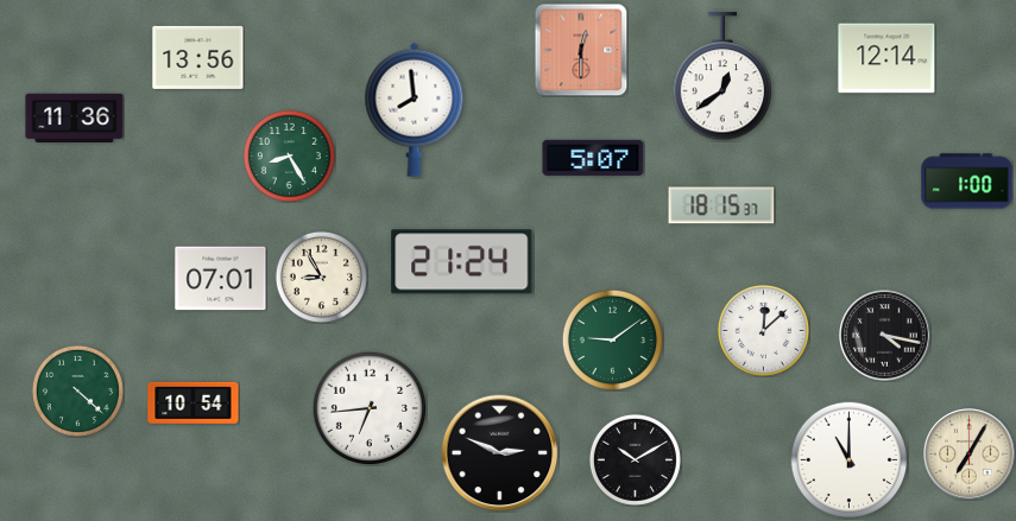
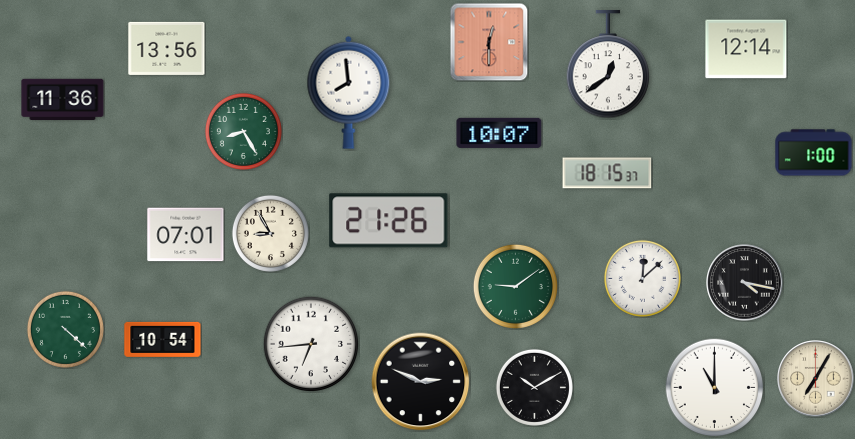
clock at (593, 158): 5:07 -> 10:07
clock at (462, 262): 21:24 -> 21:26
clock at (970, 455) position: (970, 455) -> (816, 379)
